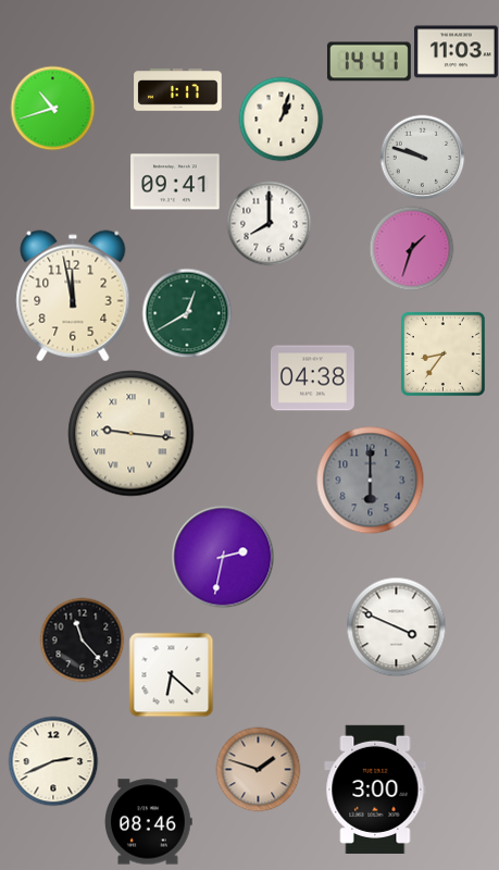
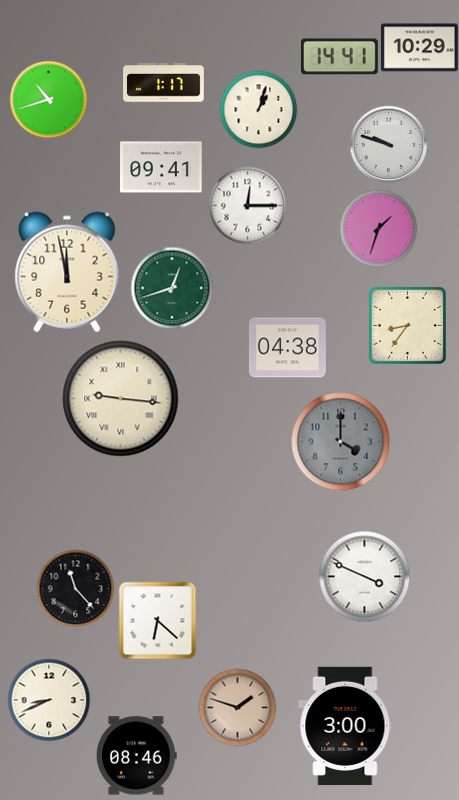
clock at (457, 52): 11:03 -> 10:29
clock at (269, 223): 8:00 -> 12:15
clock at (187, 313): 12:40 -> 12:42
clock at (371, 481): 6:00 -> 4:00
clock at (223, 557): 2:32 -> none
clock at (53, 761): 2:41 -> 8:41
